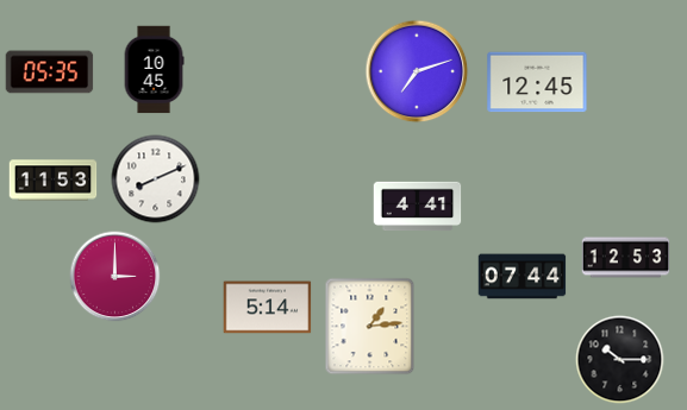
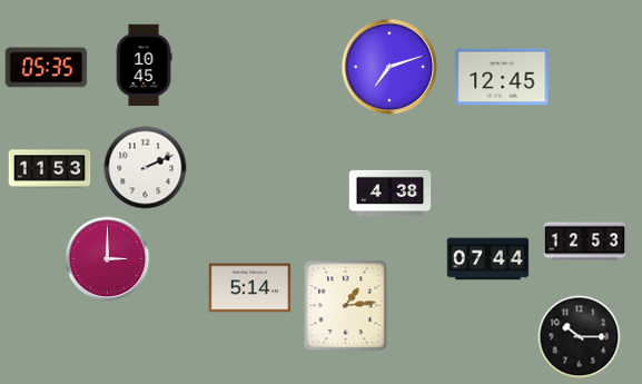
clock at (156, 179): 8:11 -> 2:11
clock at (418, 207): 4:41 -> 4:38
